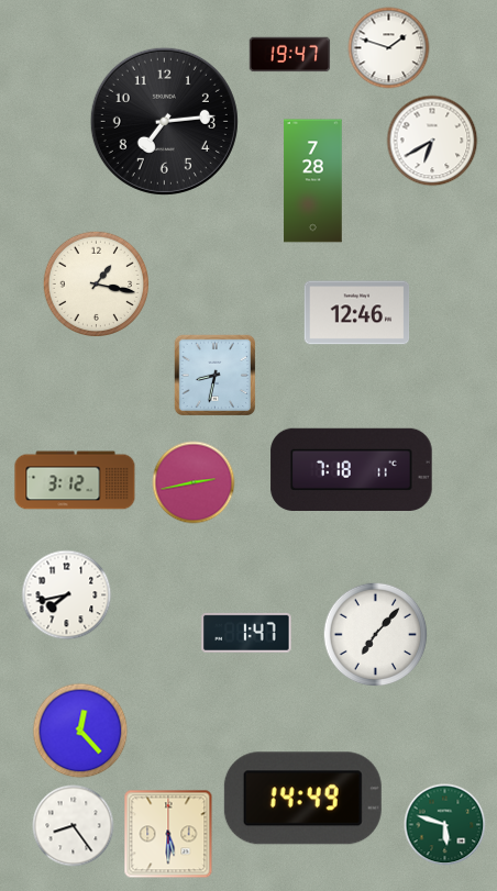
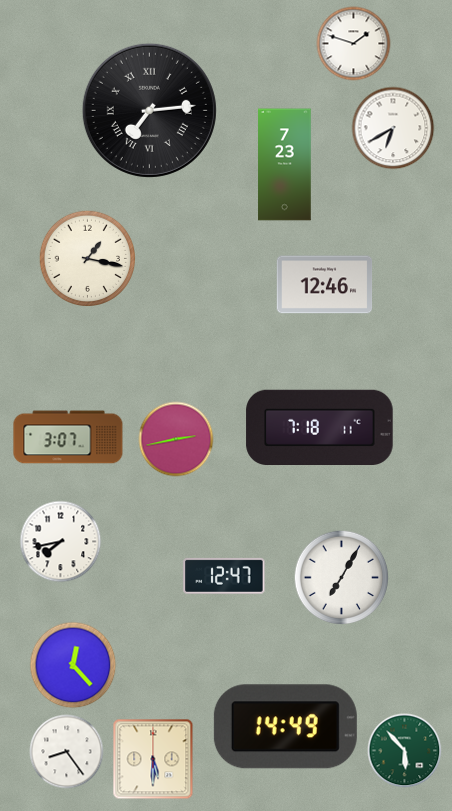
clock at (290, 55): 19:47 -> none
clock at (164, 121) numerals: Arabic -> Roman
clock at (313, 181): 7:28 -> 7:23
clock at (216, 376): 8:32 -> none
clock at (75, 480): 3:12 -> 3:07
clock at (246, 633): 1:47 -> 12:47
clock at (376, 635): 7:07 -> 7:05
clock at (302, 799) position: (302, 799) -> (285, 727)
clock at (445, 825): 5:48 -> 5:53
